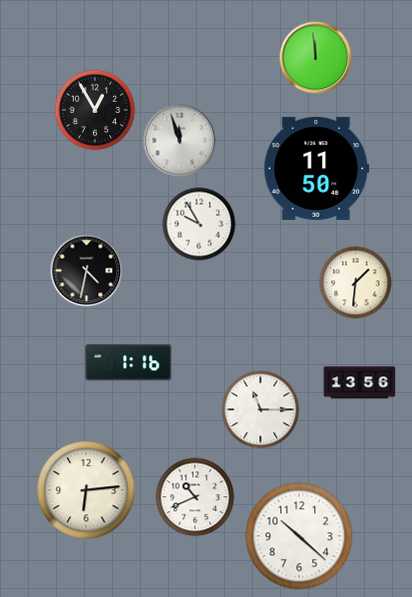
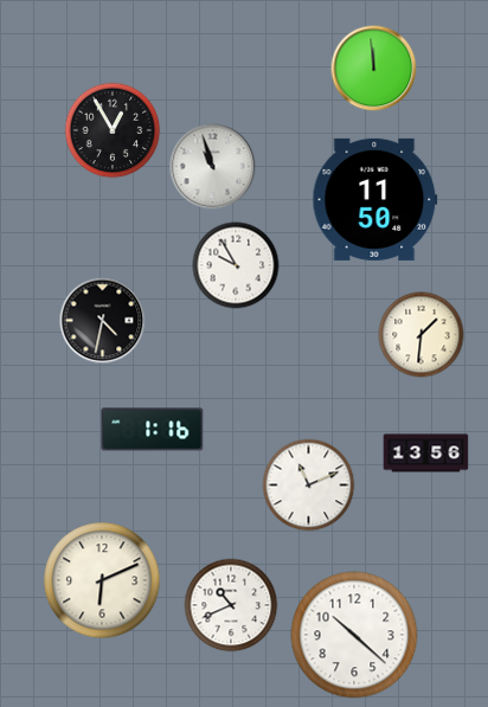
clock at (180, 141): 11:57 -> 10:57
clock at (261, 410): 11:15 -> 11:11
clock at (86, 490): 6:14 -> 6:11
clock at (195, 497) position: (195, 497) -> (231, 605)
